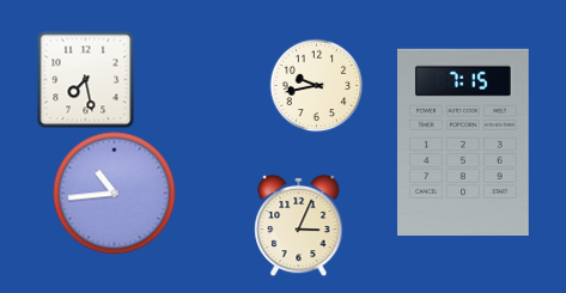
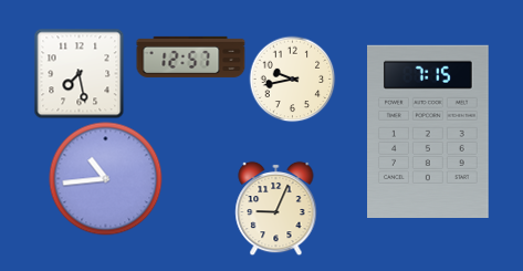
clock at (191, 56): none -> 12:57
clock at (299, 225): 3:04 -> 9:04
